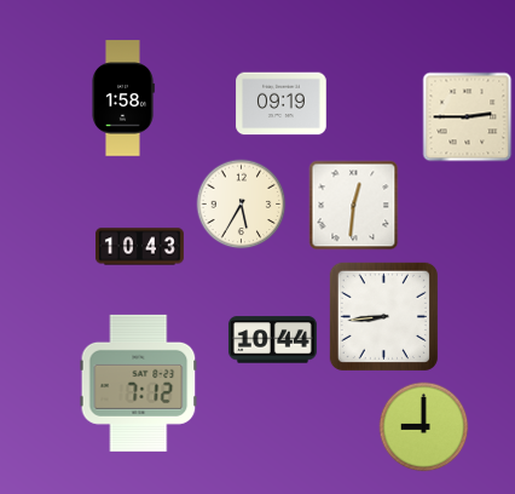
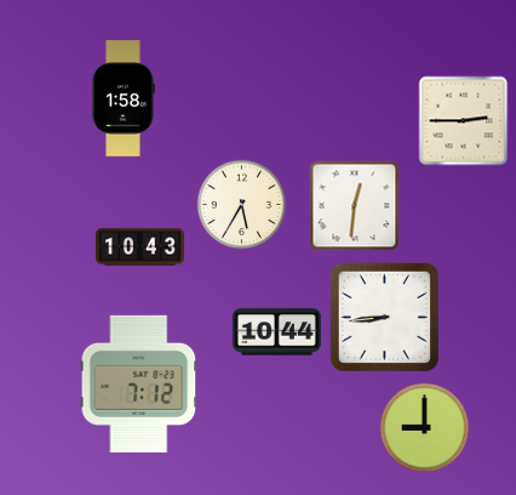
clock at (282, 104): 09:19 -> none
clock at (468, 117) position: (468, 117) -> (464, 121)
clock at (272, 340) position: (272, 340) -> (276, 332)
